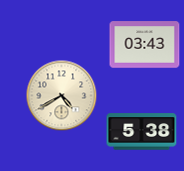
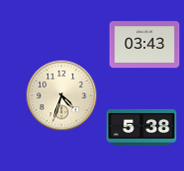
clock at (62, 96): 4:40 -> 4:33
clock at (142, 132) position: (142, 132) -> (142, 128)
